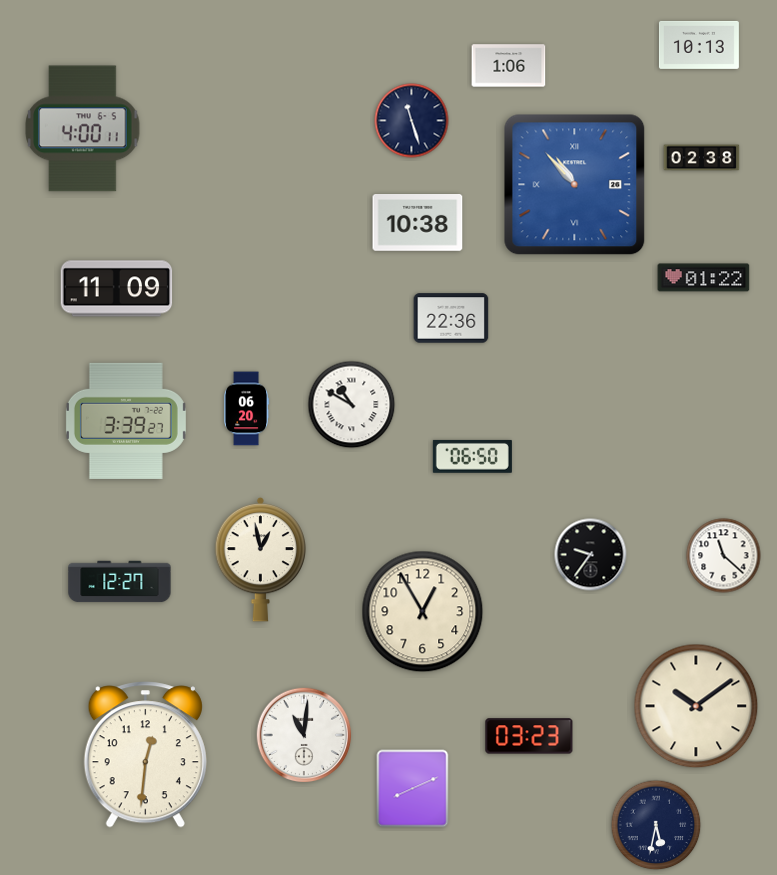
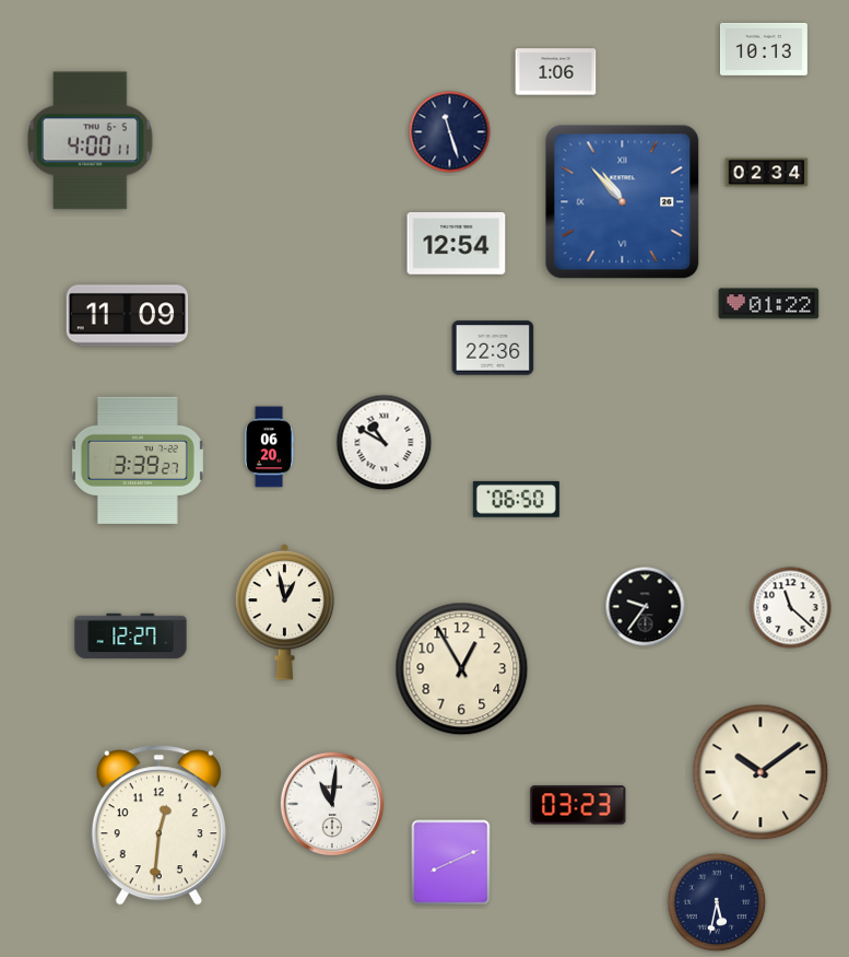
clock at (702, 158): 02:38 -> 02:34
clock at (575, 185) position: (575, 185) -> (623, 202)
clock at (418, 223): 10:38 -> 12:54
